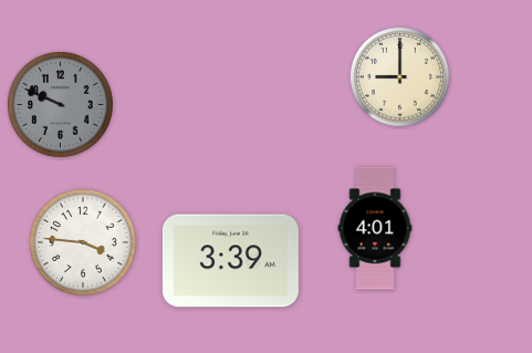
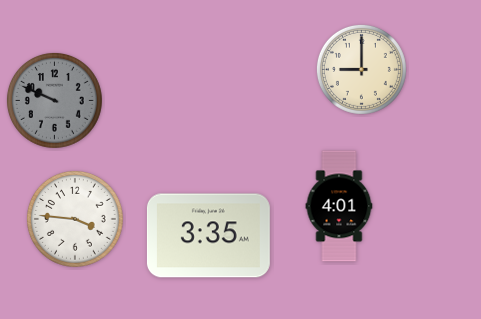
clock at (60, 104) position: (60, 104) -> (54, 100)
clock at (230, 261): 3:39 -> 3:35
